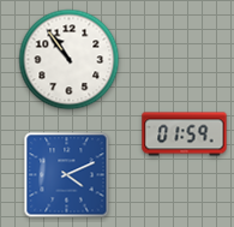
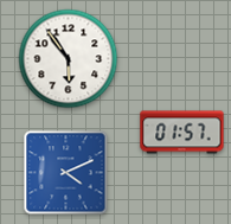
clock at (70, 60): 10:54 -> 5:54
clock at (185, 135): 01:59 -> 01:57
